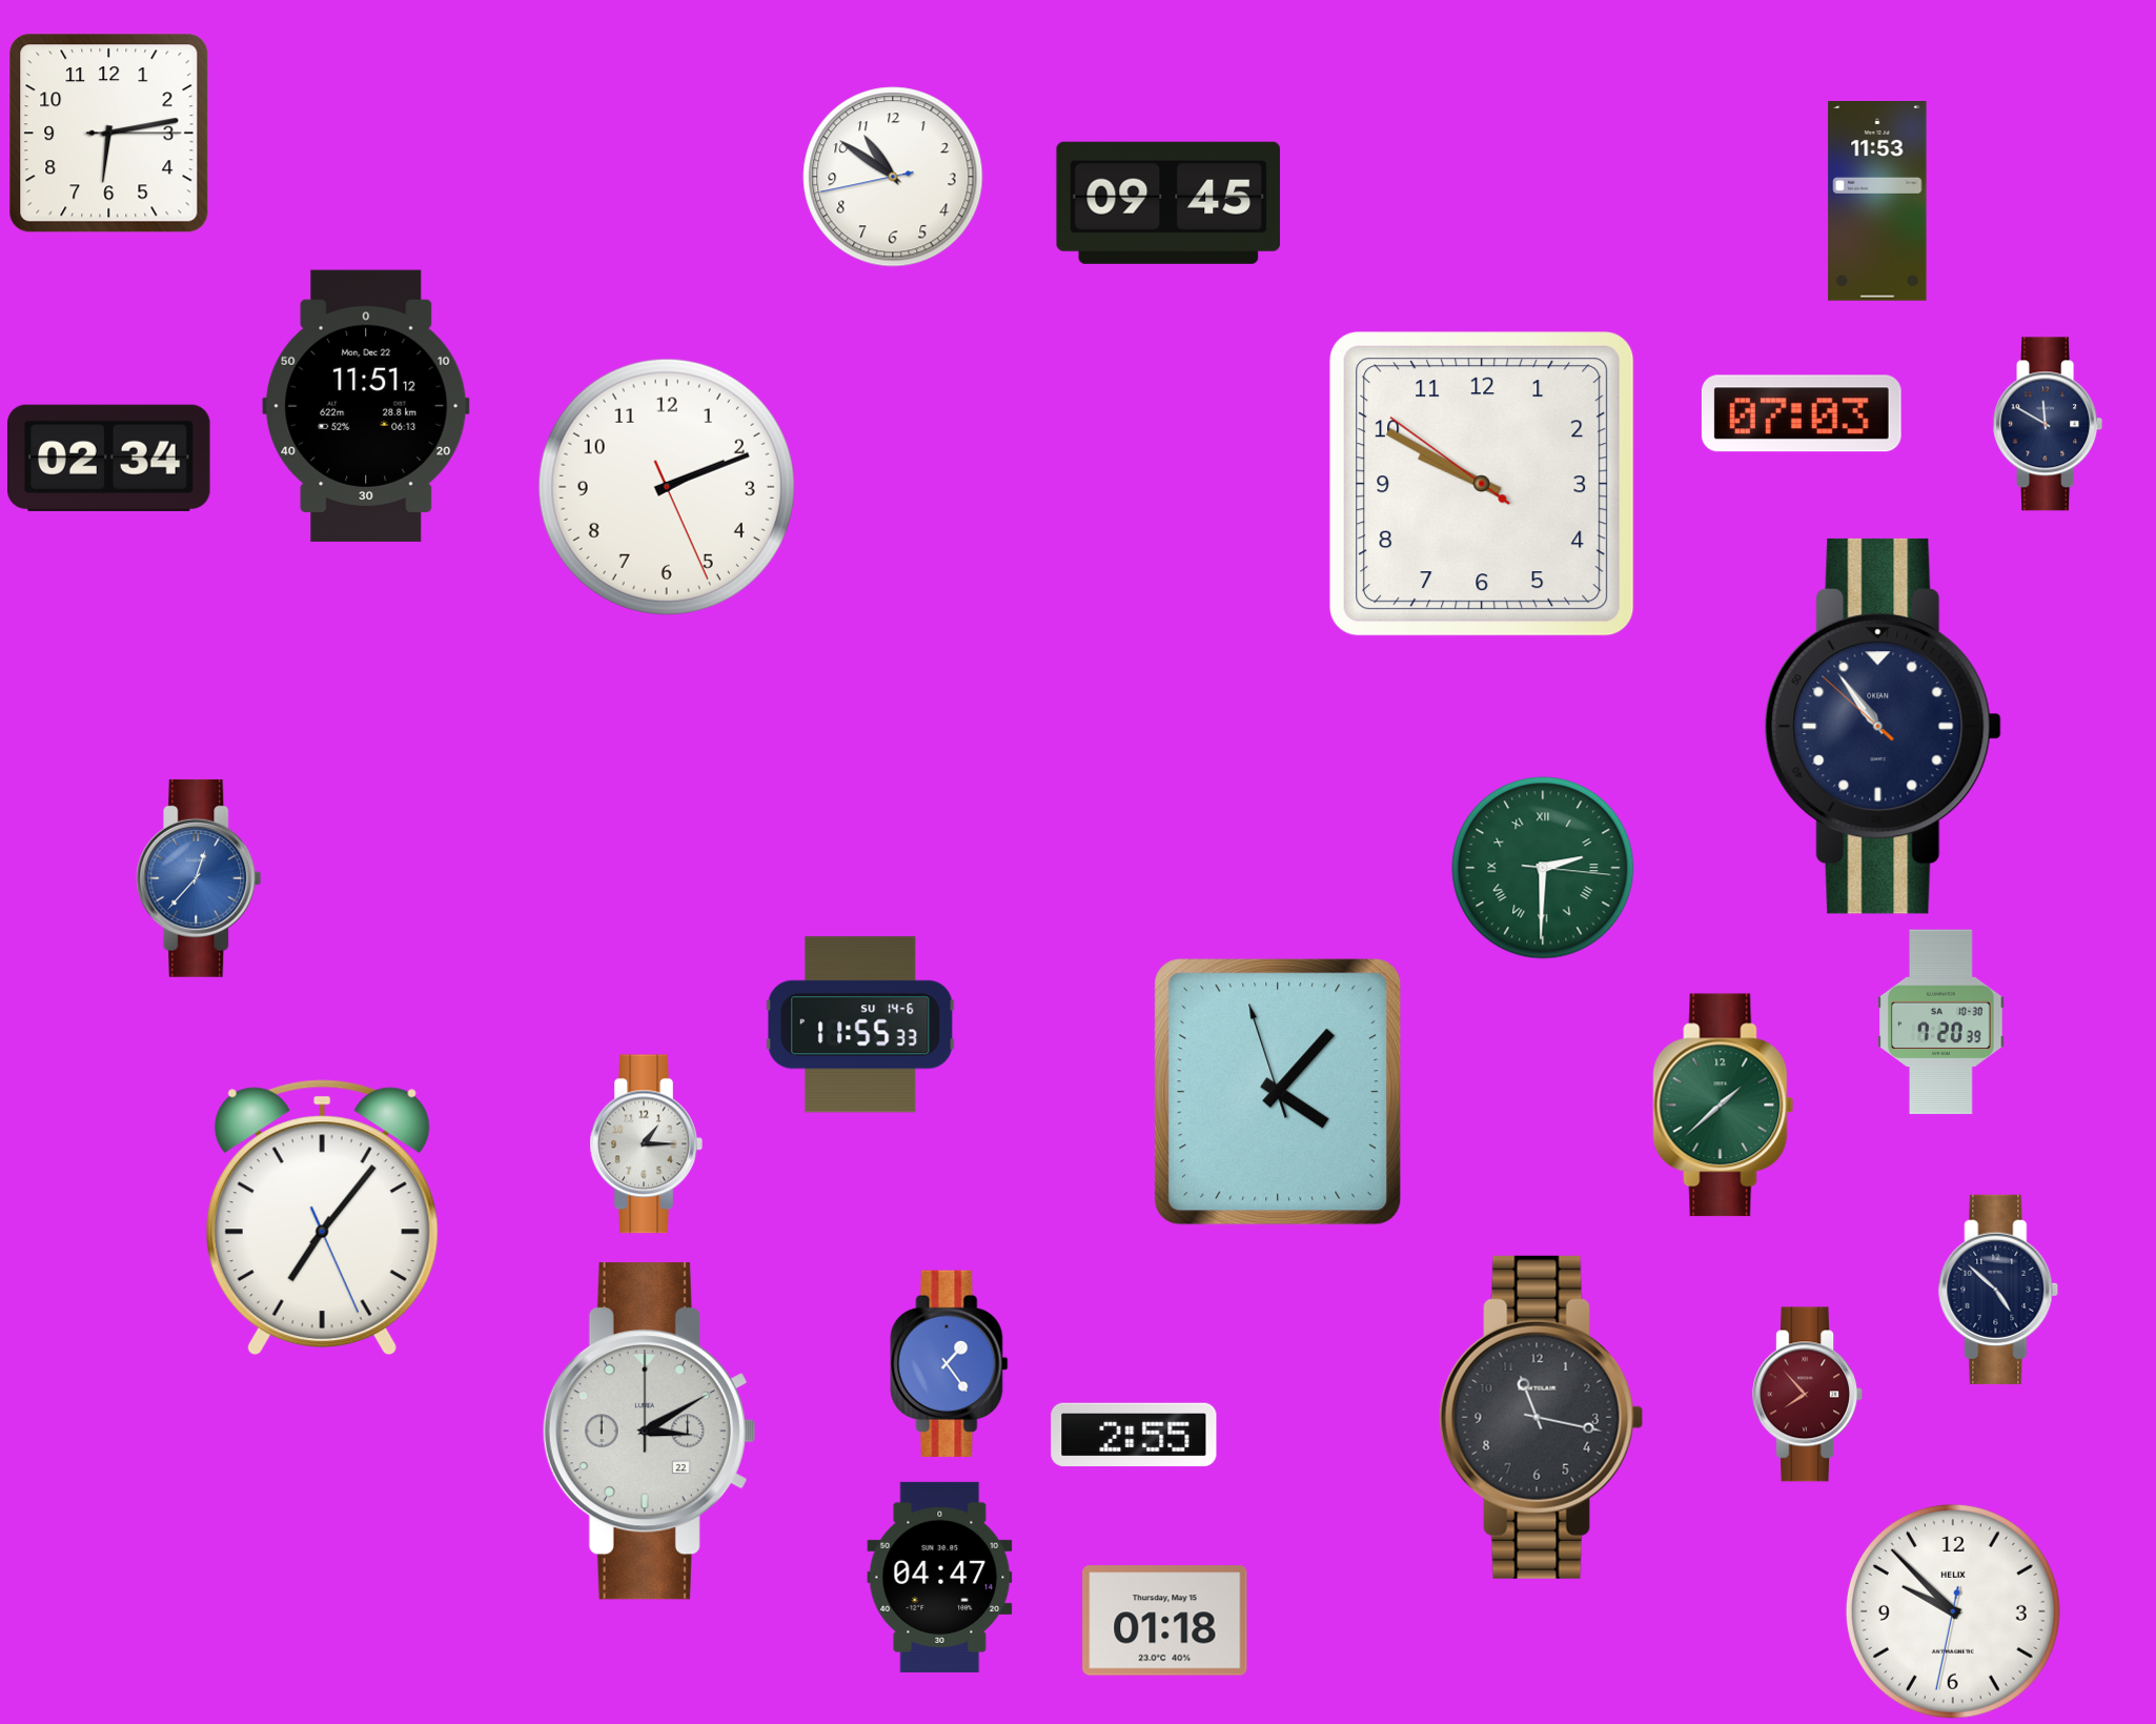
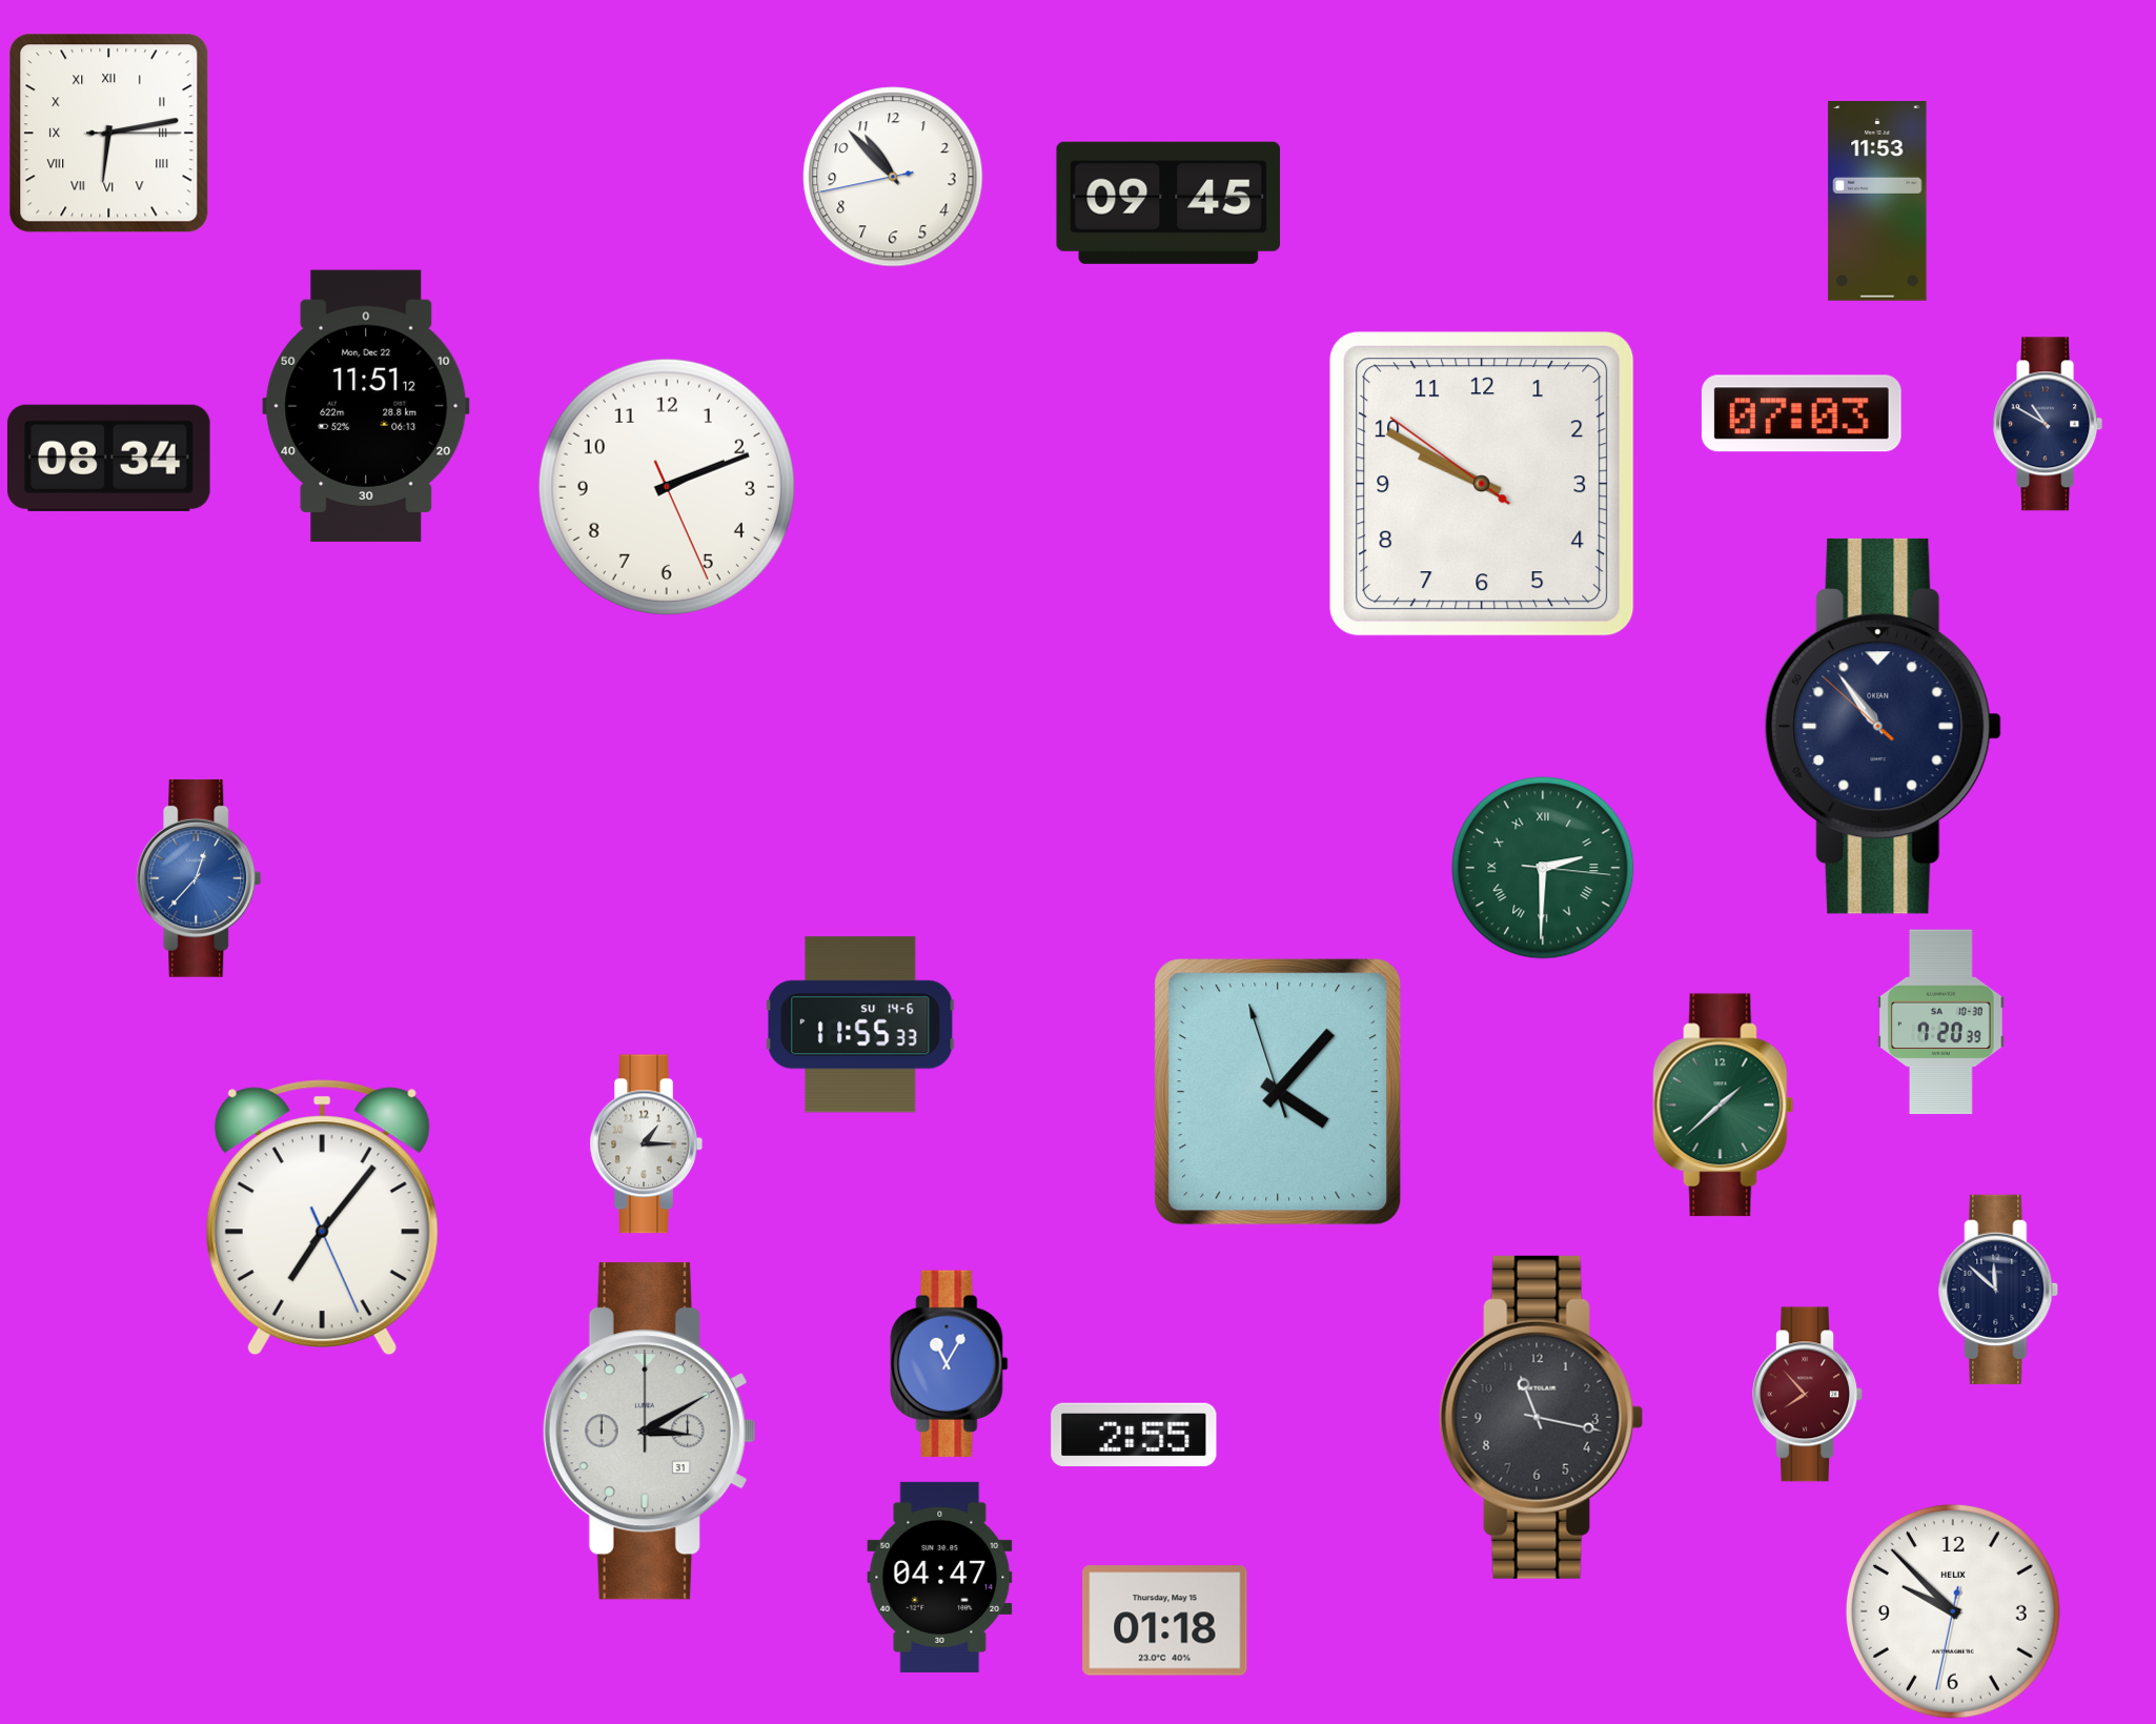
clock at (109, 134) numerals: Arabic -> Roman
clock at (893, 177): 10:50 -> 10:52
clock at (2048, 424): 11:50 -> 10:50
clock at (109, 458): 02:34 -> 08:34
clock at (1998, 1290): 4:52 -> 11:52
clock at (950, 1363): 1:24 -> 11:05
clock at (649, 1432) date: 22 -> 31
